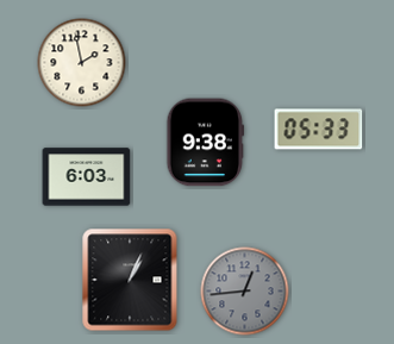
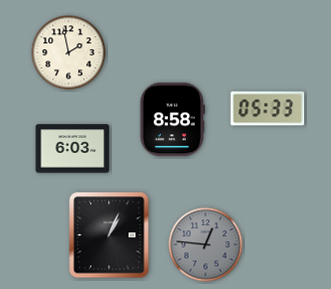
clock at (206, 143): 9:38 -> 8:58
clock at (245, 292): 12:44 -> 12:46
